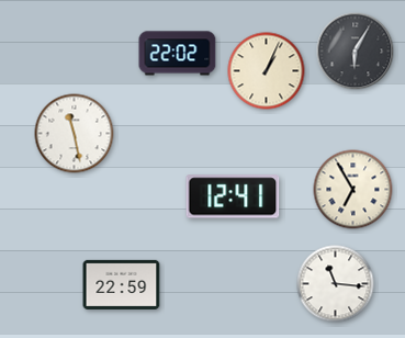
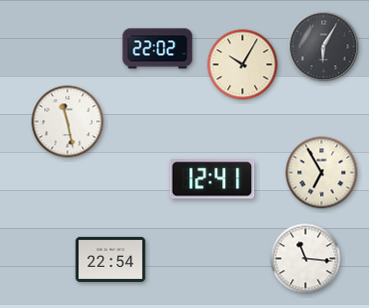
clock at (178, 54) position: (178, 54) -> (158, 49)
clock at (267, 71): 1:04 -> 10:05
clock at (122, 284): 22:59 -> 22:54
